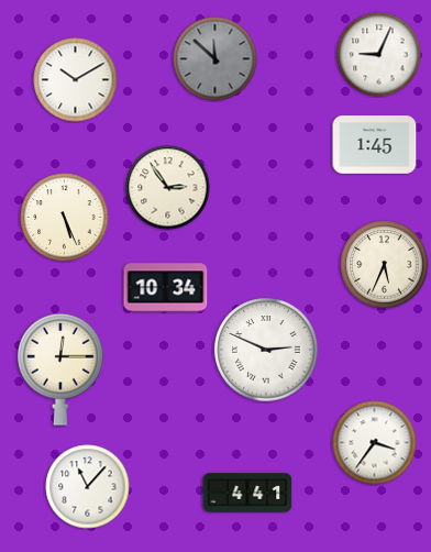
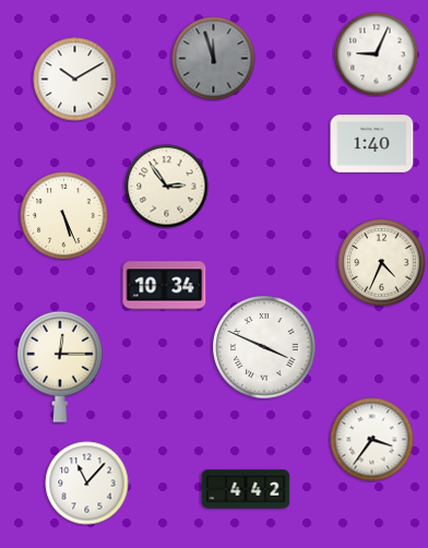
clock at (215, 59): 11:52 -> 11:57
clock at (375, 145): 1:45 -> 1:40
clock at (385, 265): 5:34 -> 4:34
clock at (266, 350): 2:49 -> 3:49
clock at (247, 493): 4:41 -> 4:42
